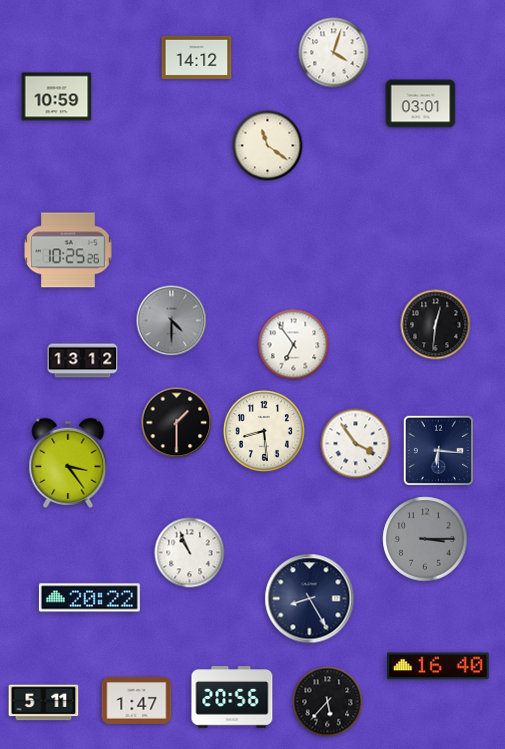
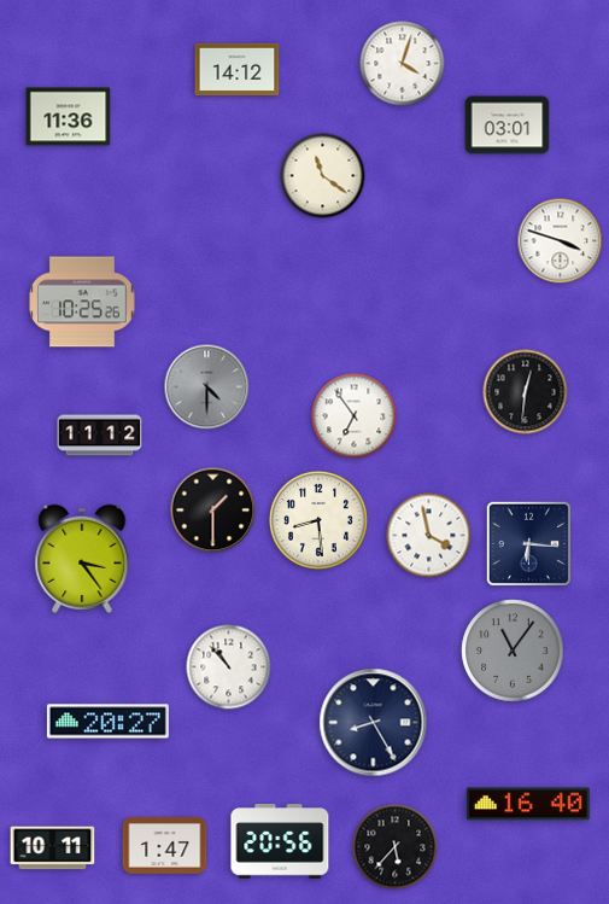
clock at (57, 97): 10:59 -> 11:36
clock at (561, 241): none -> 3:48
clock at (83, 361): 13:12 -> 11:12
clock at (356, 444): 3:54 -> 3:58
clock at (425, 539): 3:15 -> 11:06
clock at (190, 553): 10:56 -> 10:53
clock at (89, 598): 20:22 -> 20:27
clock at (44, 703): 5:11 -> 10:11
